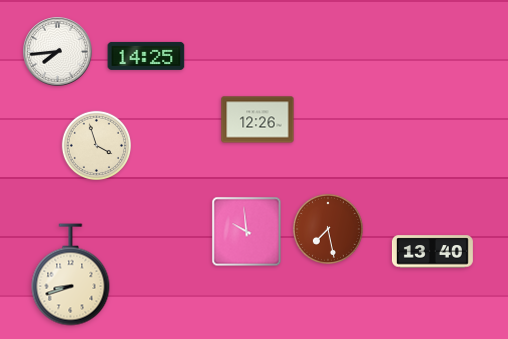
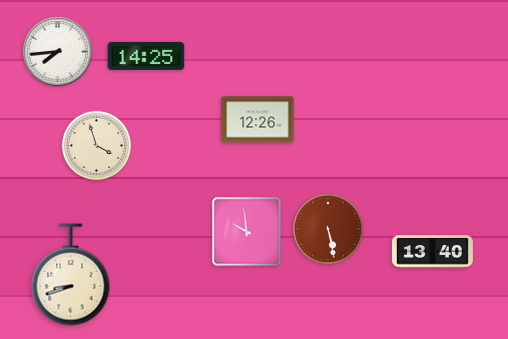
clock at (328, 229): 7:28 -> 5:28
